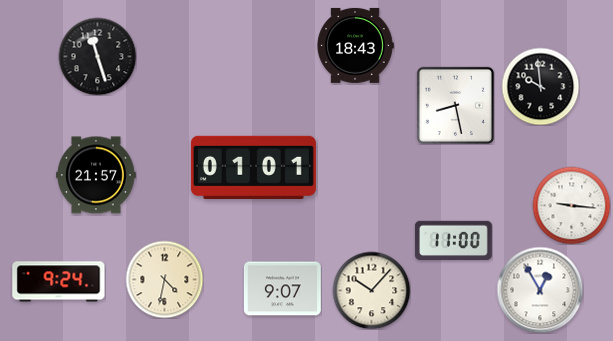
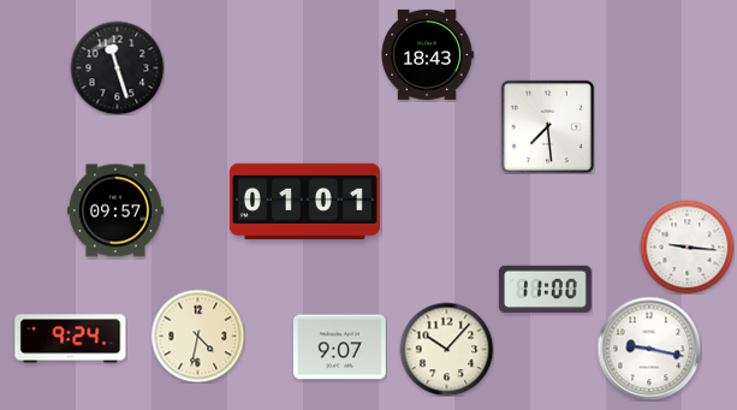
clock at (540, 86): 9:59 -> none
clock at (455, 105): 8:28 -> 7:29
clock at (96, 175): 21:57 -> 09:57
clock at (540, 290): 12:55 -> 9:17
